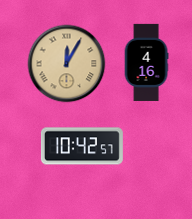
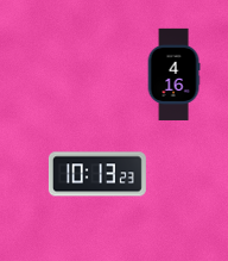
clock at (66, 63): 12:05 -> none
clock at (82, 146): 10:42 -> 10:13
